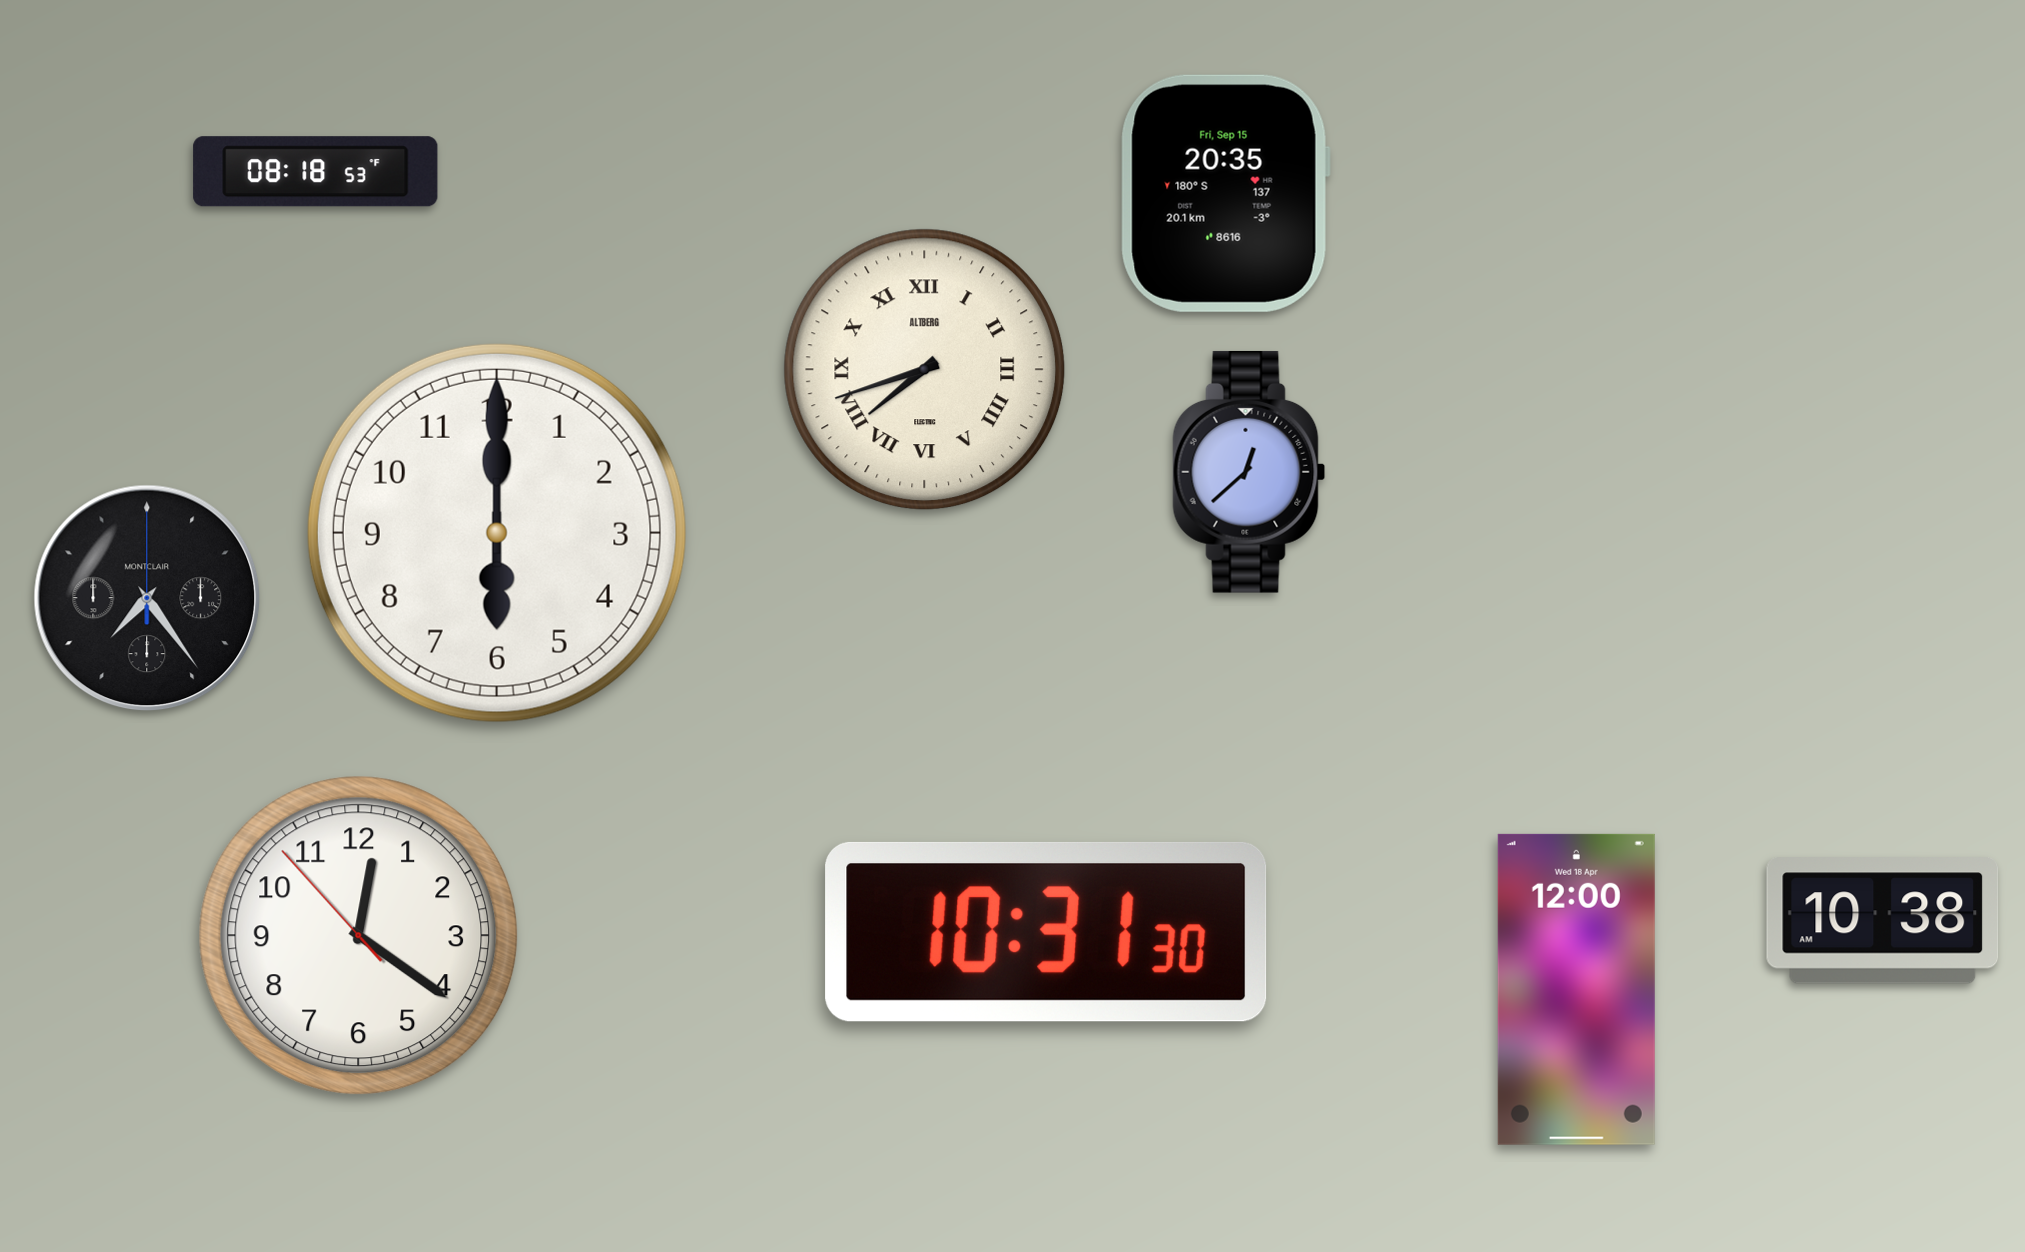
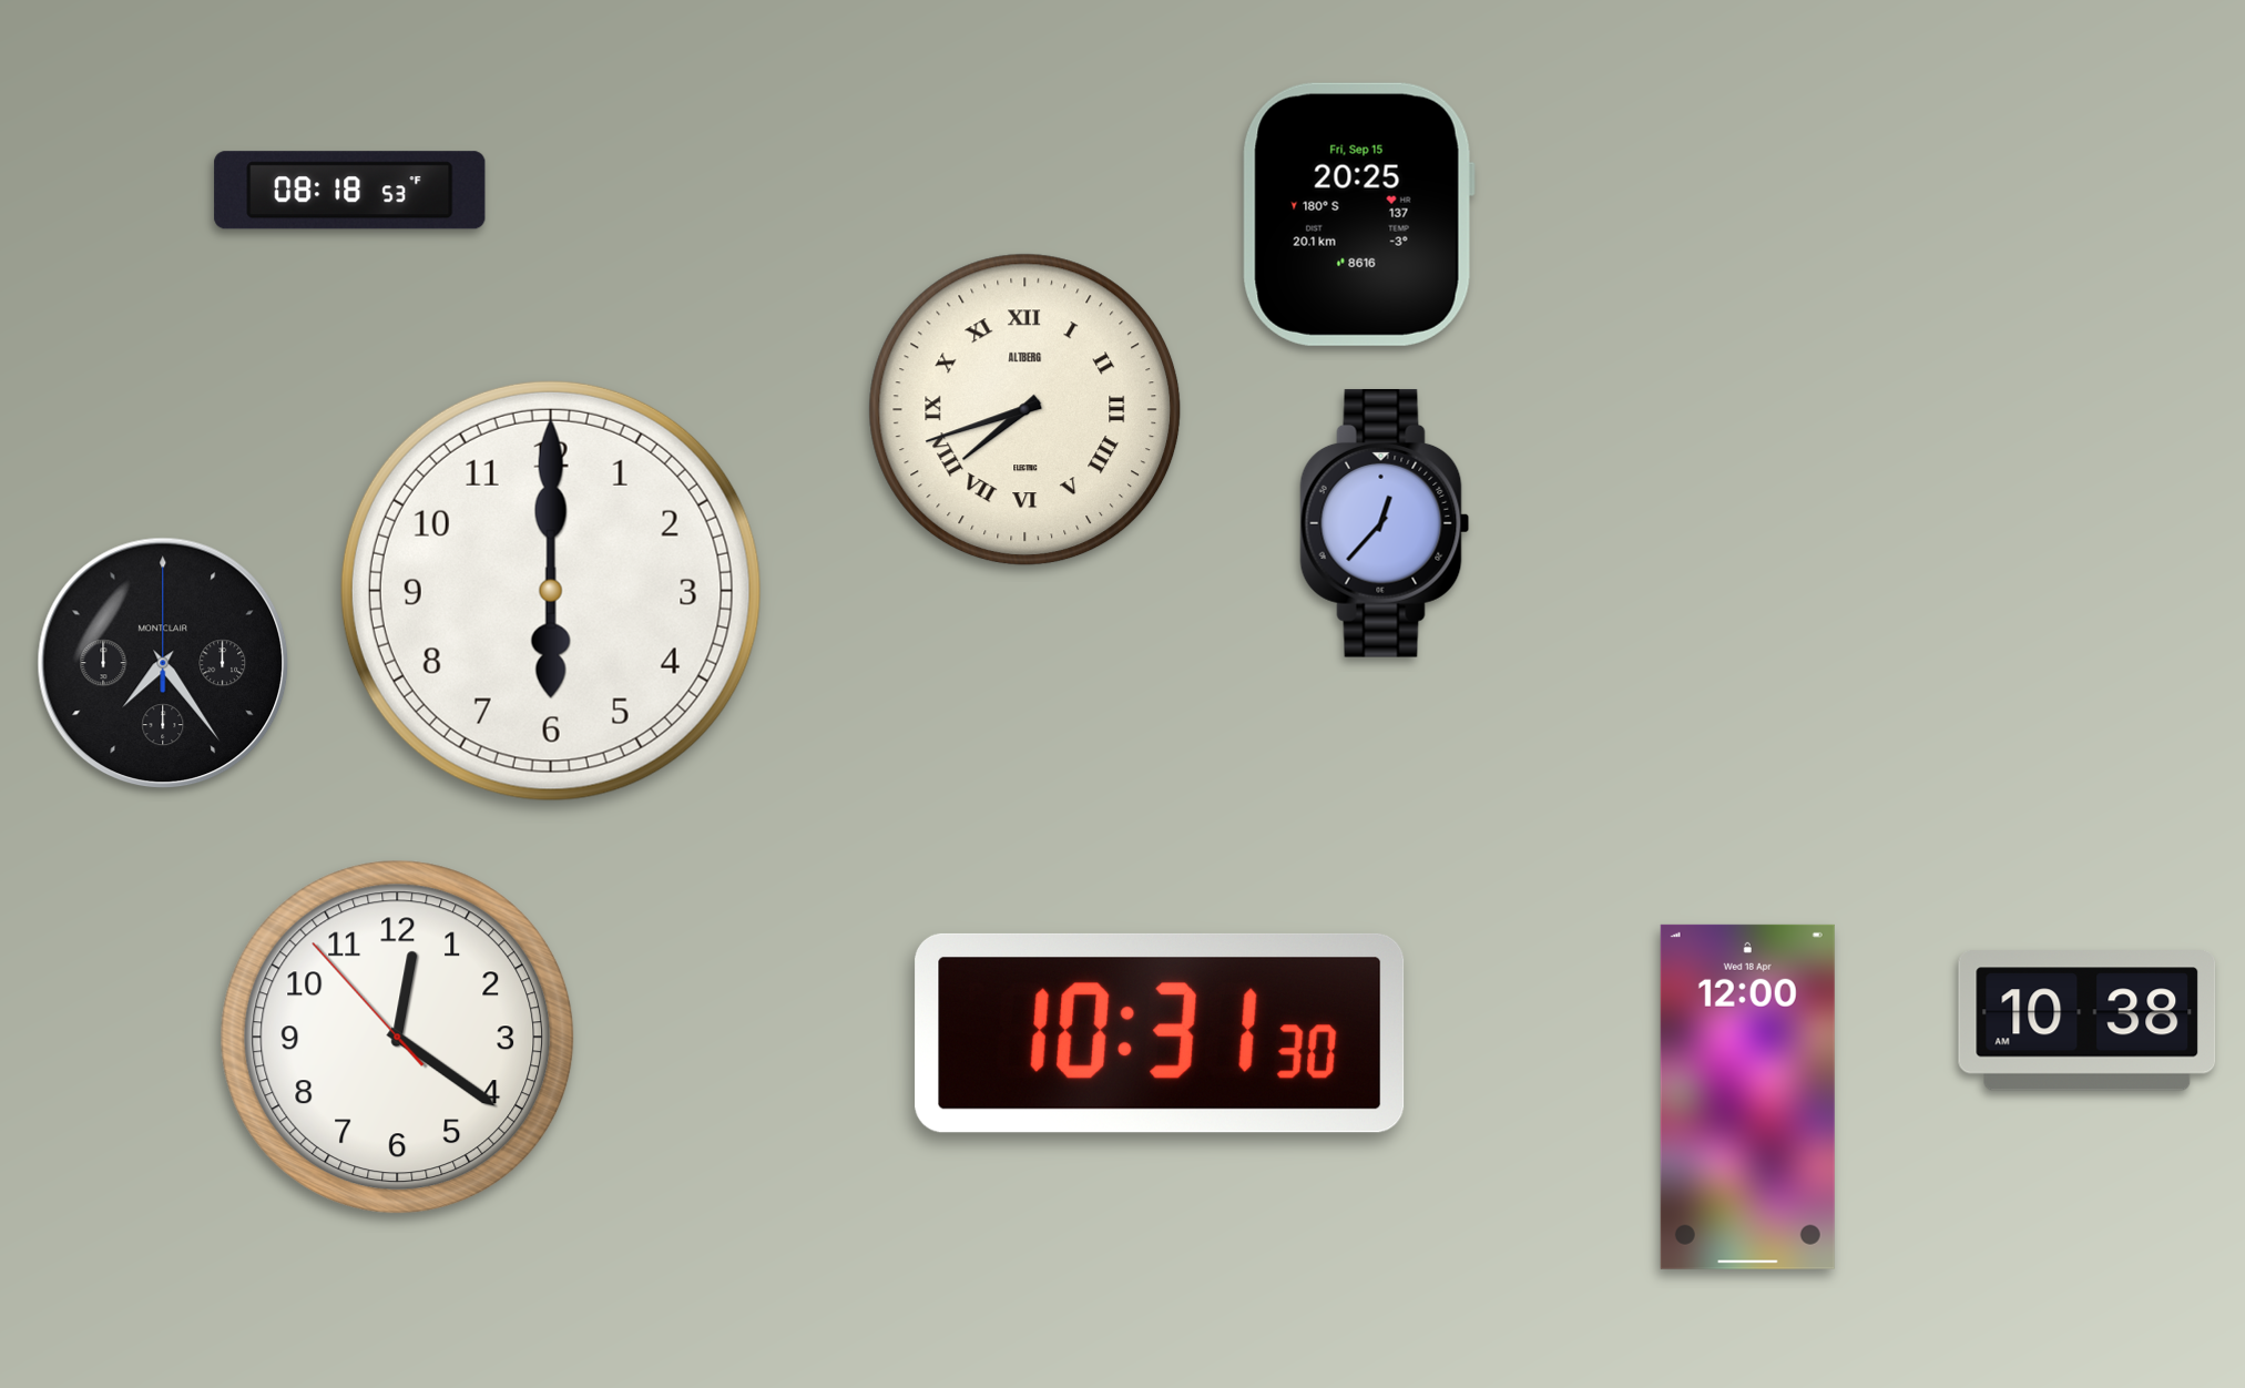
clock at (1225, 193): 20:35 -> 20:25
clock at (1249, 472): 12:38 -> 12:37
